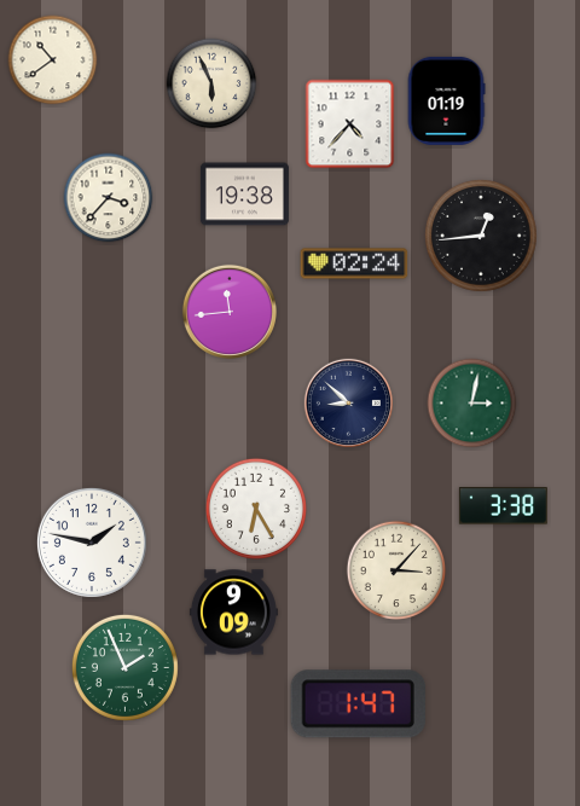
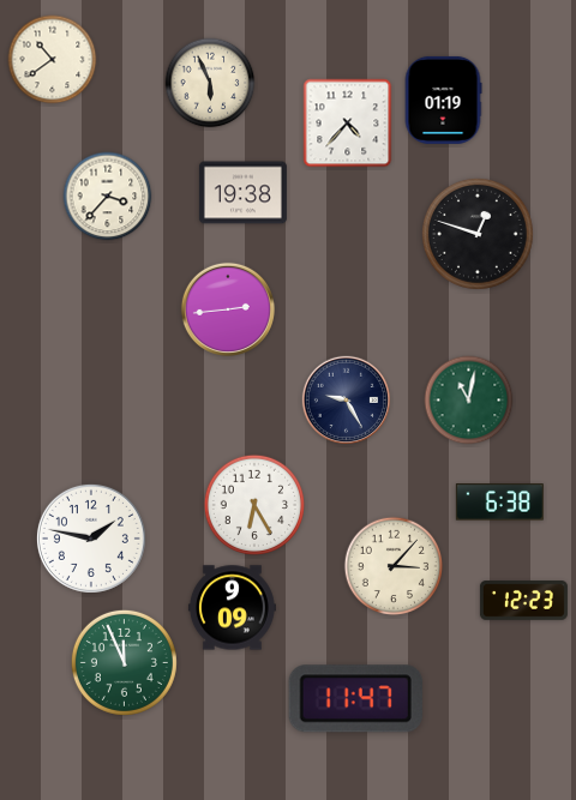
clock at (481, 236): 12:44 -> 12:48
clock at (354, 263): 02:24 -> none
clock at (230, 312): 11:44 -> 2:44
clock at (348, 402): 8:52 -> 9:25
clock at (472, 404): 3:02 -> 11:02
clock at (503, 506): 3:38 -> 6:38
clock at (523, 601): none -> 12:23
clock at (124, 667): 1:56 -> 11:56
clock at (358, 704): 1:47 -> 11:47
